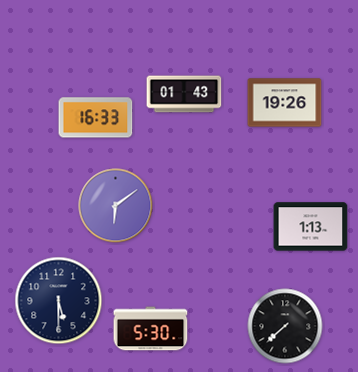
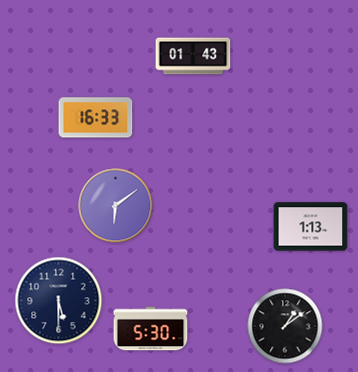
clock at (184, 94) position: (184, 94) -> (193, 56)
clock at (285, 103): 19:26 -> none
clock at (285, 326): 7:38 -> 1:09
